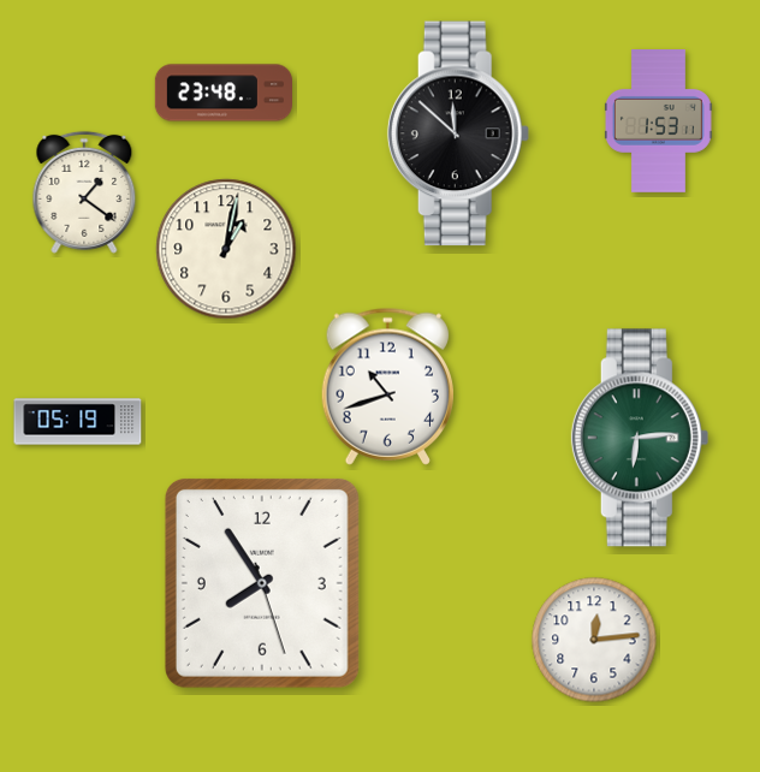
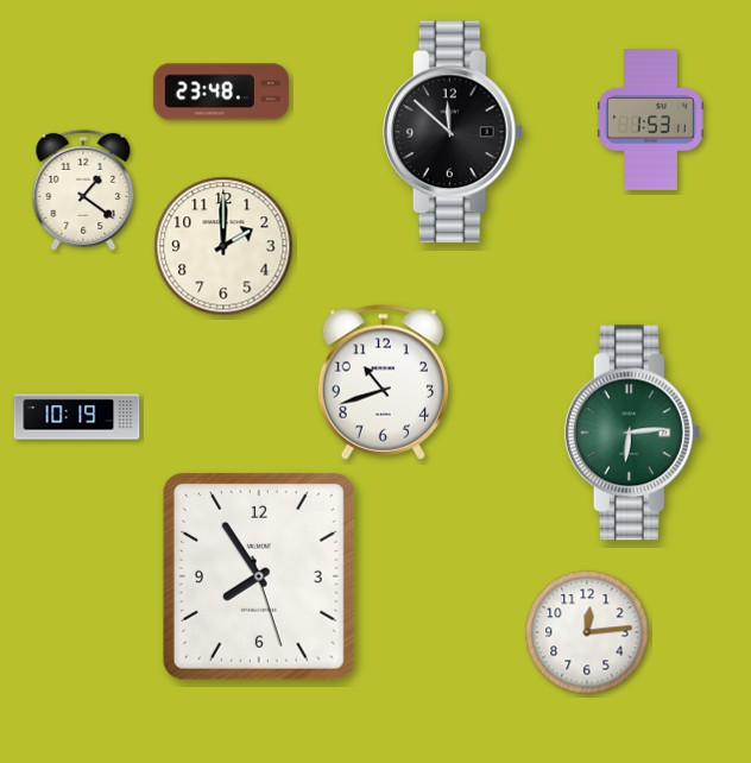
clock at (226, 249): 1:02 -> 2:00
clock at (78, 422): 05:19 -> 10:19
